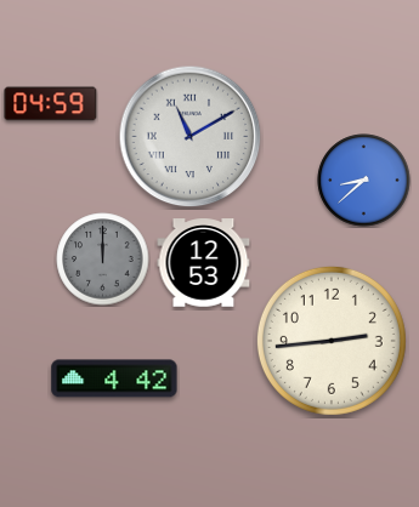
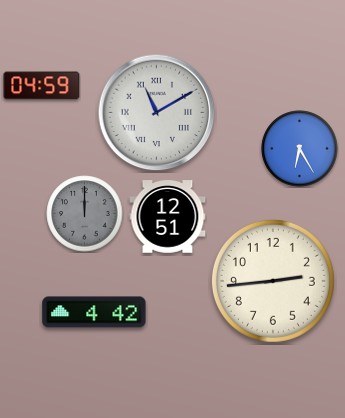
clock at (364, 181): 8:38 -> 6:25
clock at (204, 263): 12:53 -> 12:51
